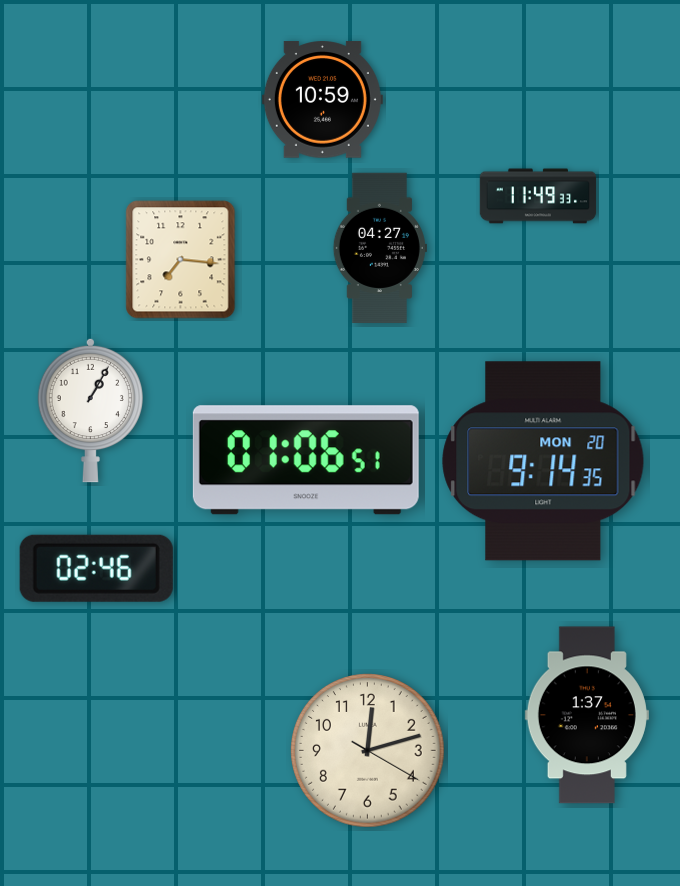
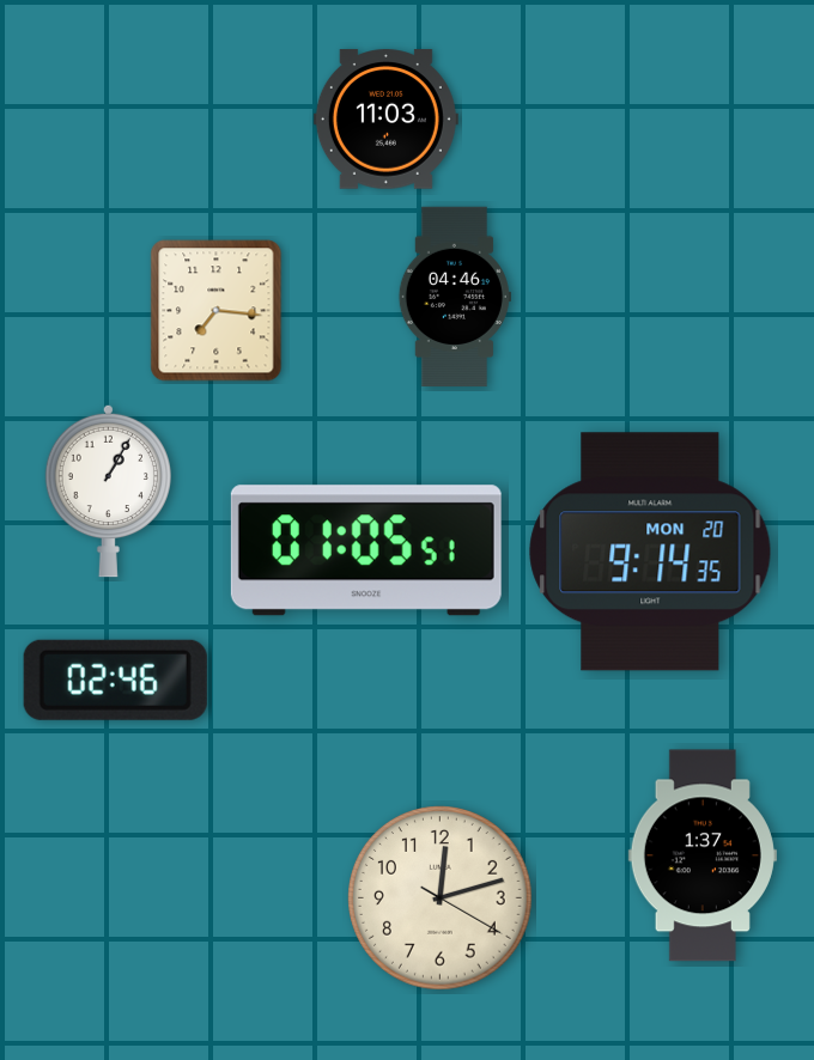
clock at (322, 100): 10:59 -> 11:03
clock at (538, 196): 11:49 -> none
clock at (380, 248): 04:27 -> 04:46
clock at (306, 460): 01:06 -> 01:05
